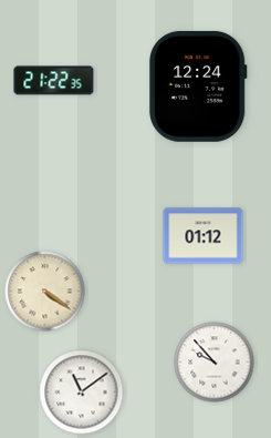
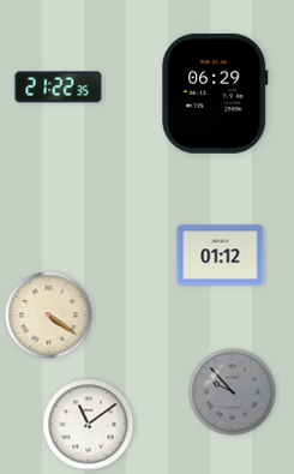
clock at (199, 86): 12:24 -> 06:29
clock at (215, 363) dial: white -> grey
